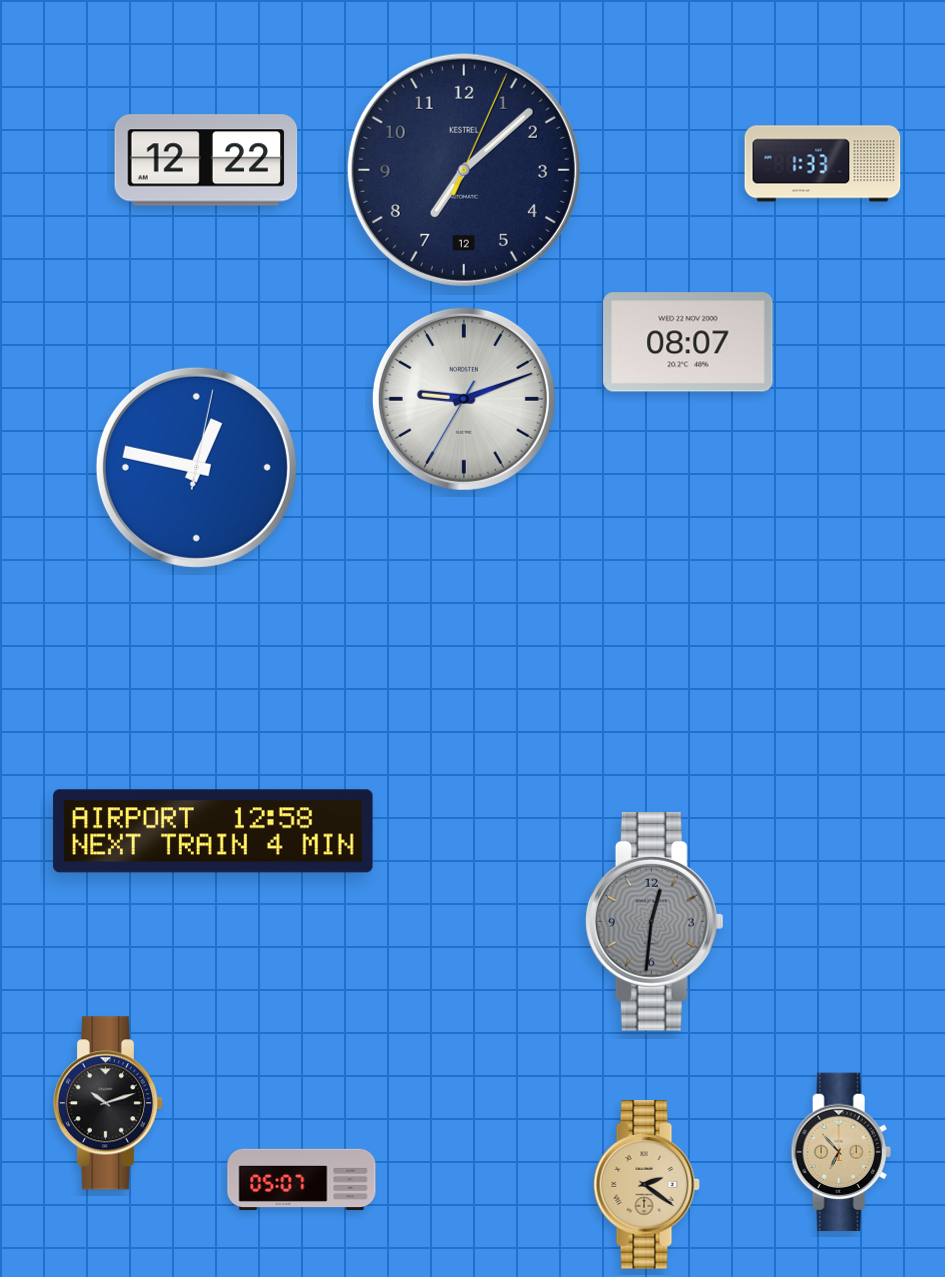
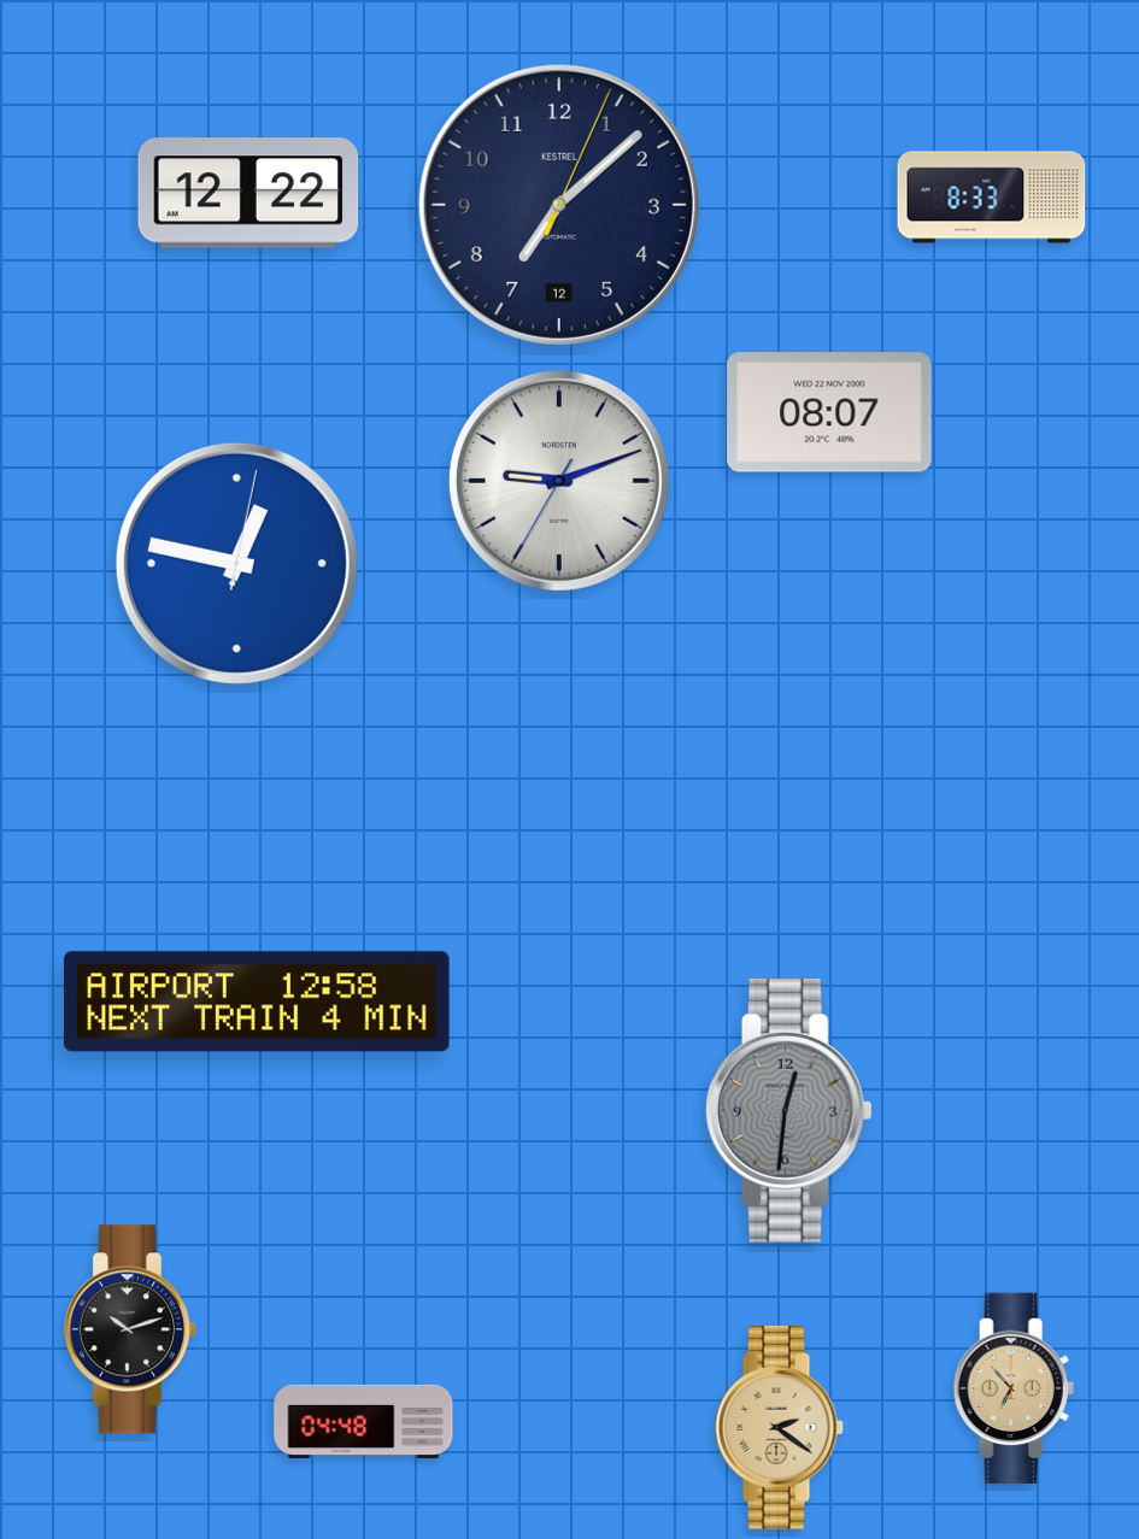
clock at (823, 164): 1:33 -> 8:33
clock at (302, 1180): 05:07 -> 04:48
